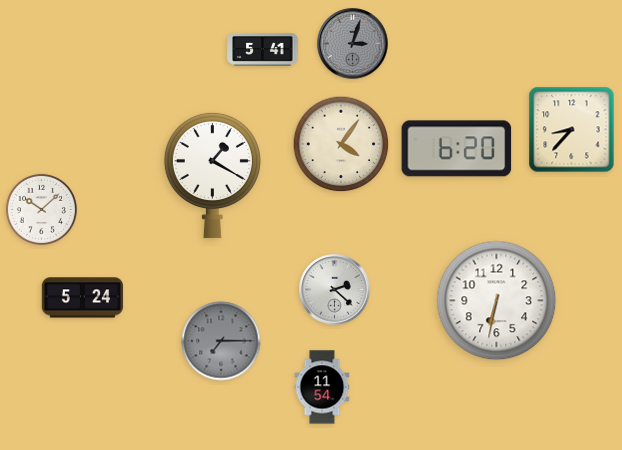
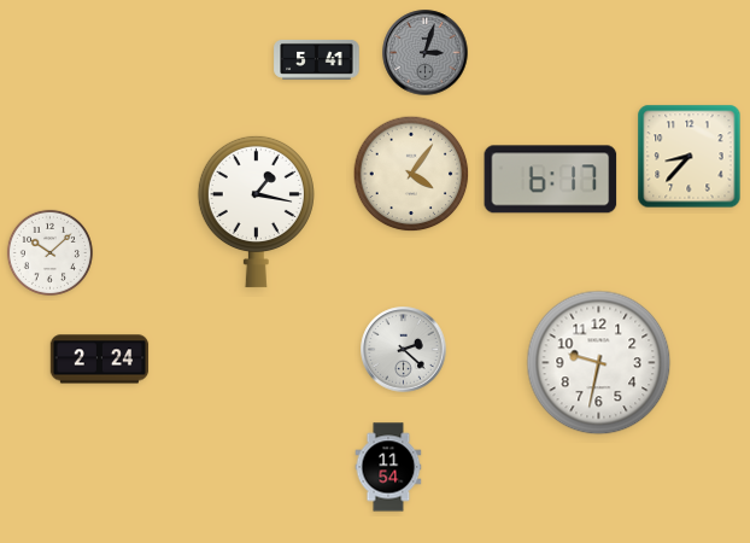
clock at (457, 149): 6:20 -> 6:17
clock at (212, 175): 1:20 -> 1:17
clock at (83, 298): 5:24 -> 2:24
clock at (497, 301): 6:32 -> 9:32
clock at (221, 341): 7:15 -> none
